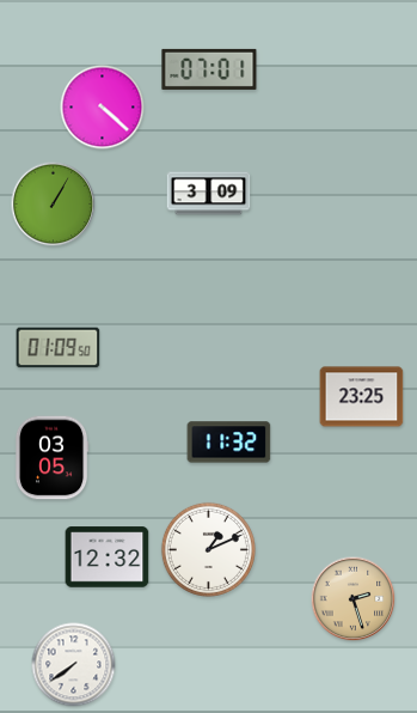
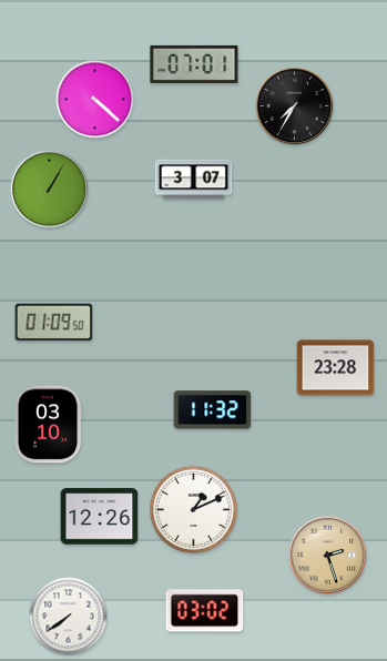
clock at (295, 106): none -> 7:35
clock at (209, 194): 3:09 -> 3:07
clock at (362, 397): 23:25 -> 23:28
clock at (51, 458): 03:05 -> 03:10
clock at (108, 557): 12:32 -> 12:26
clock at (205, 611): none -> 03:02
